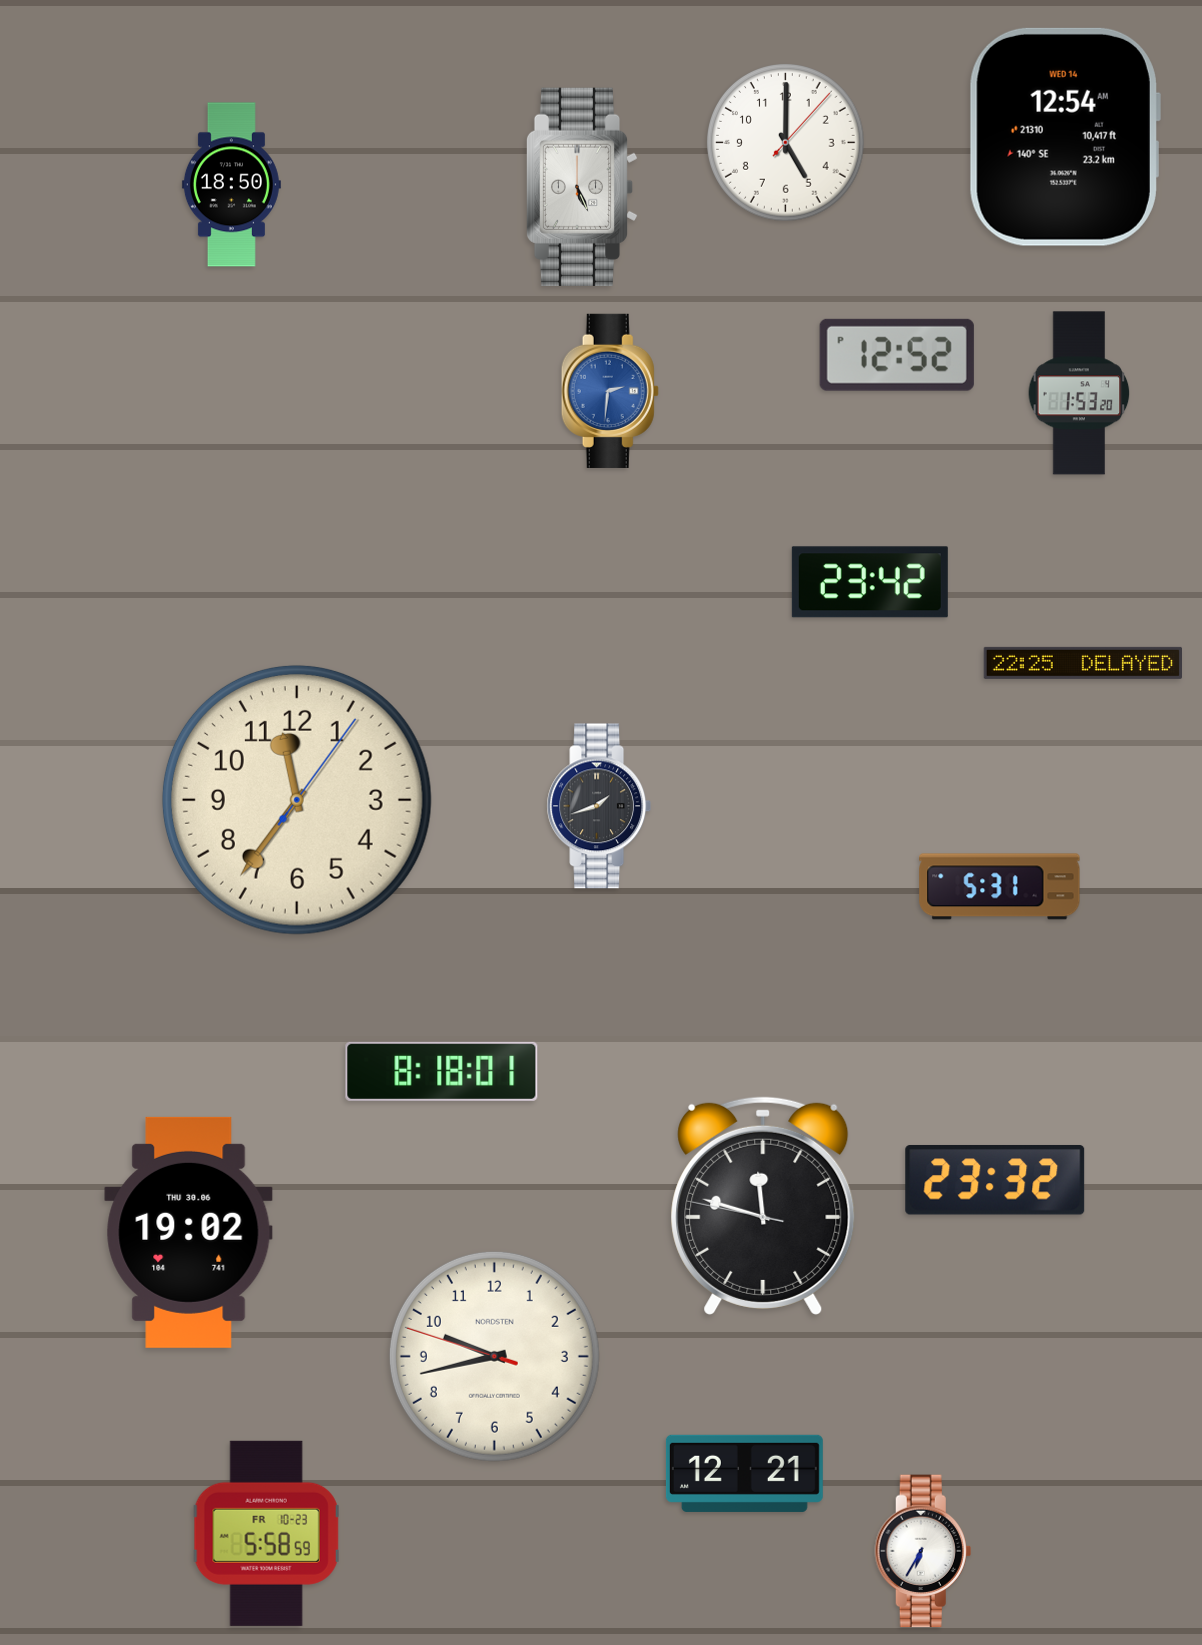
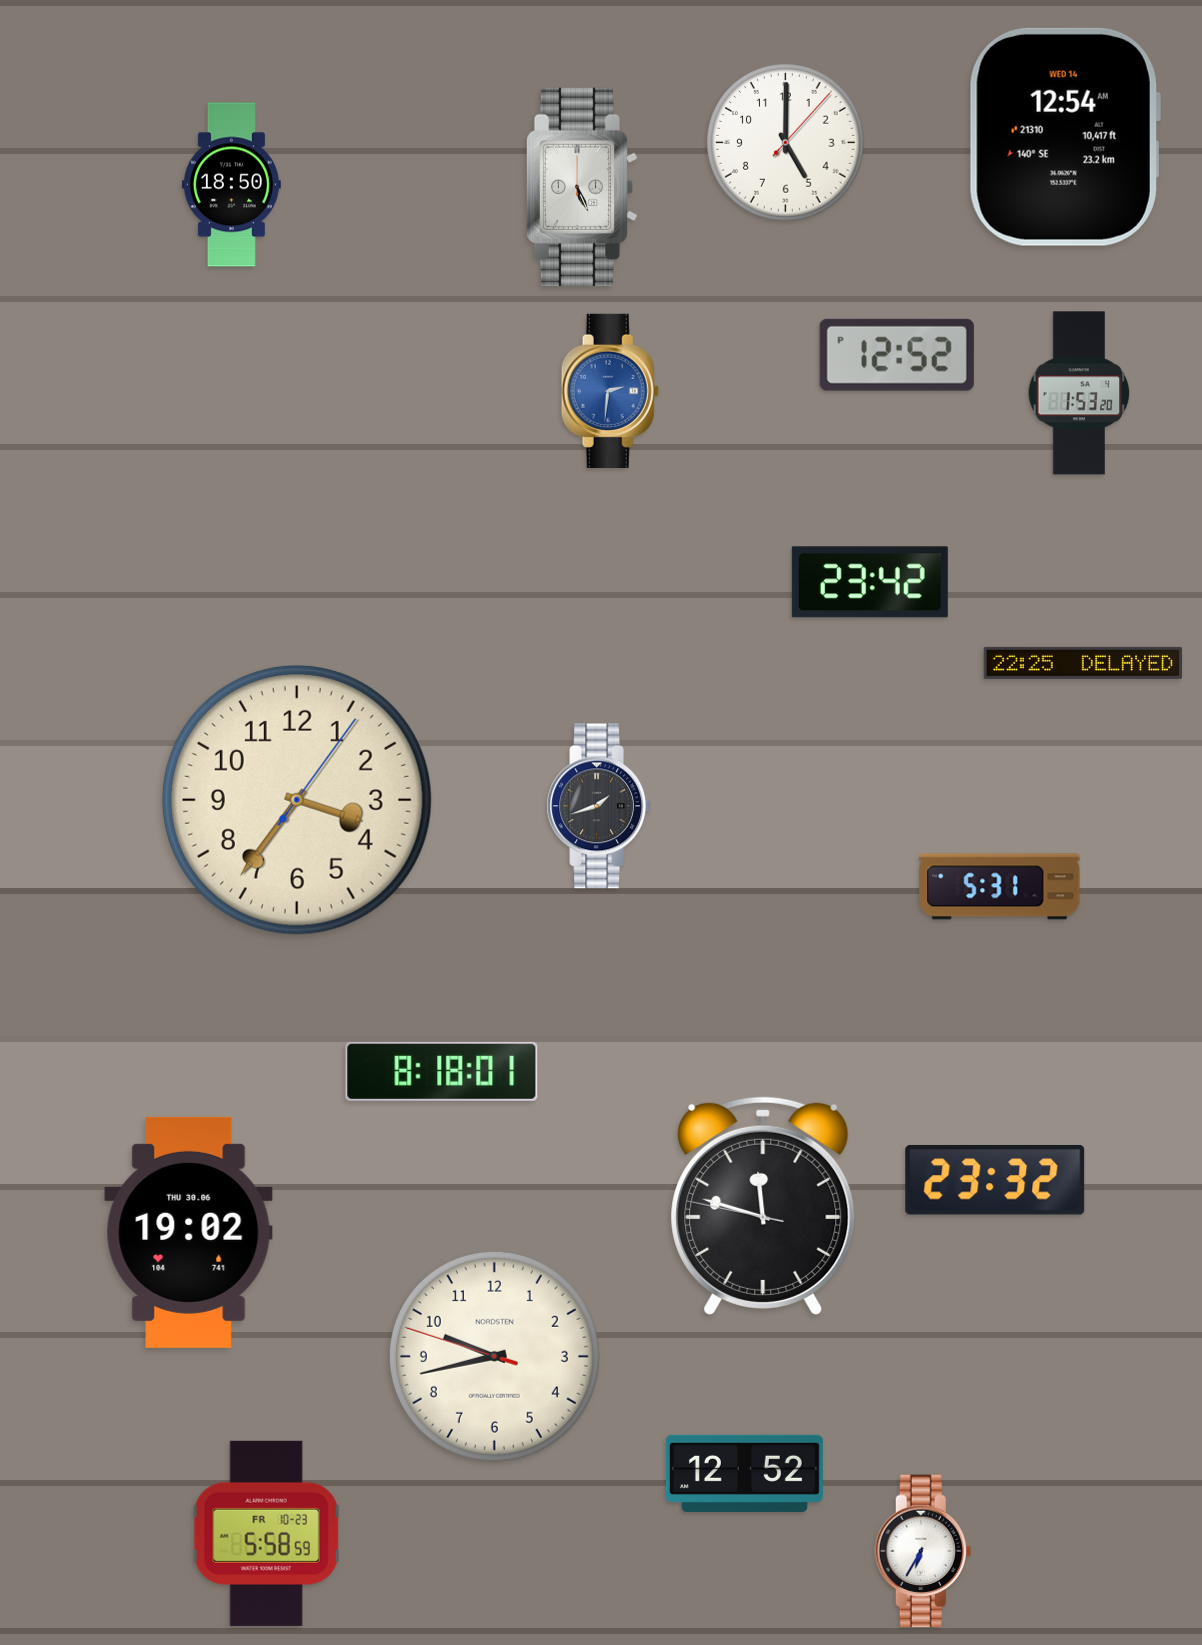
clock at (297, 800): 11:36 -> 3:36
clock at (744, 1473): 12:21 -> 12:52
